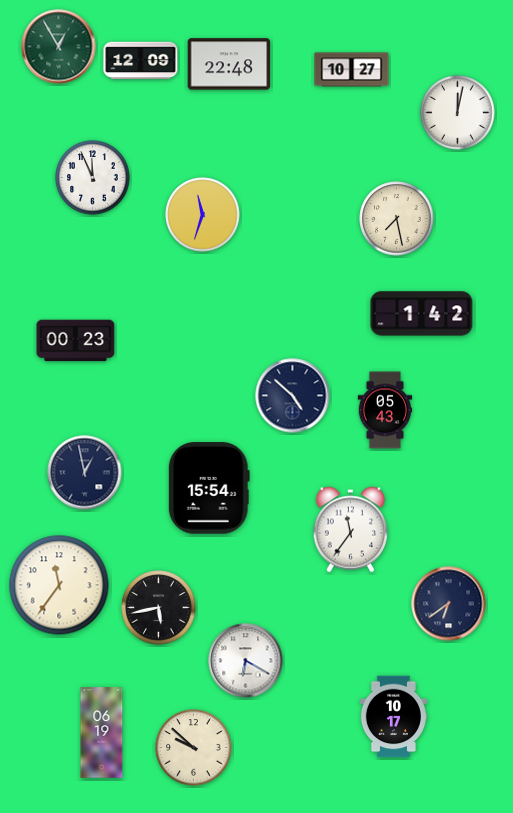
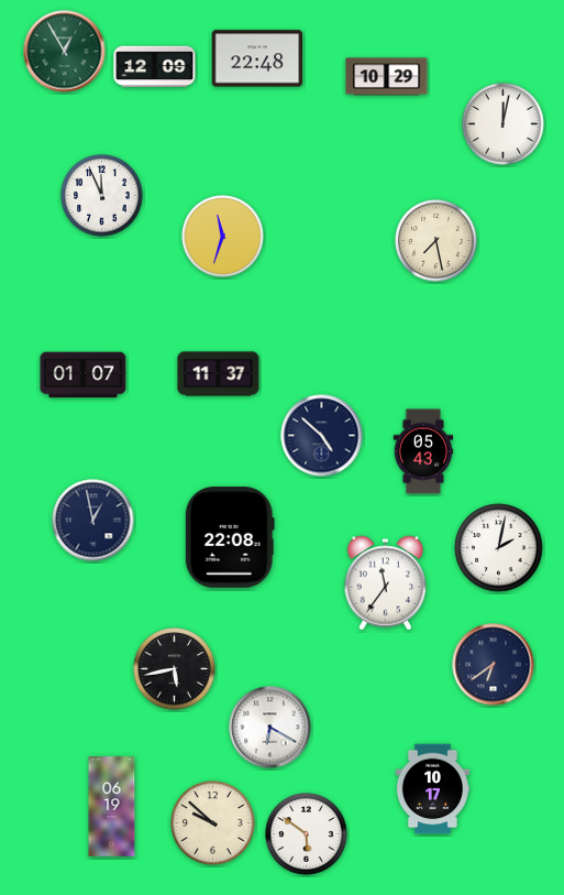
clock at (229, 64) position: (229, 64) -> (257, 58)
clock at (352, 70): 10:27 -> 10:29
clock at (422, 314): 1:42 -> none
clock at (219, 374): none -> 11:37
clock at (76, 341): 00:23 -> 01:07
clock at (209, 488): 15:54 -> 22:08
clock at (499, 548): none -> 2:02
clock at (59, 585): 11:36 -> none
clock at (307, 834): none -> 5:51
